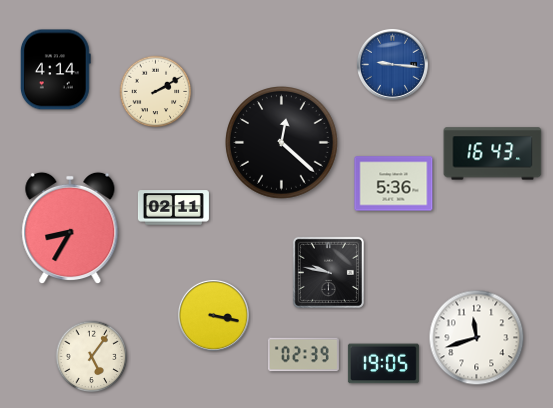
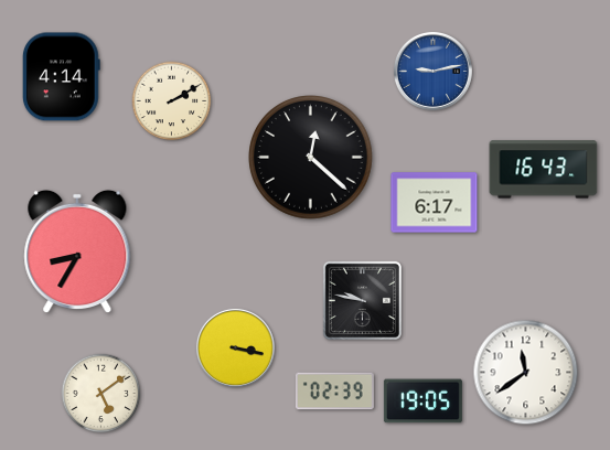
clock at (392, 64): 9:16 -> 9:13
clock at (394, 184): 5:36 -> 6:17
clock at (173, 208): 02:11 -> none
clock at (477, 338): 11:42 -> 11:39
clock at (92, 357): 5:06 -> 5:09
